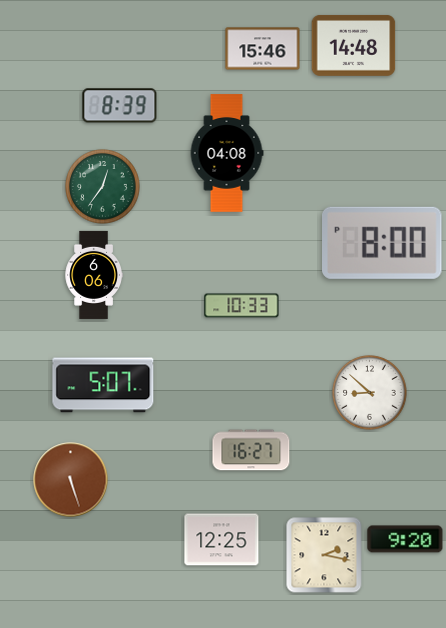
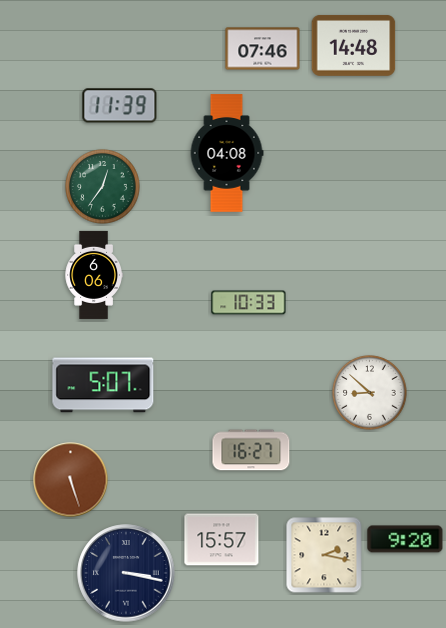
clock at (263, 49): 15:46 -> 07:46
clock at (120, 106): 8:39 -> 11:39
clock at (383, 243): 8:00 -> none
clock at (242, 306) position: (242, 306) -> (249, 303)
clock at (222, 540): 12:25 -> 15:57
clock at (126, 573): none -> 3:17
